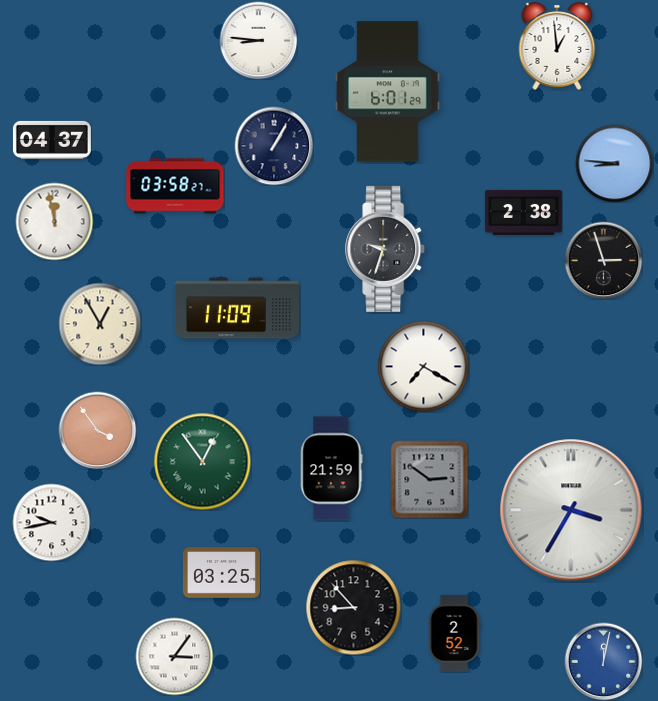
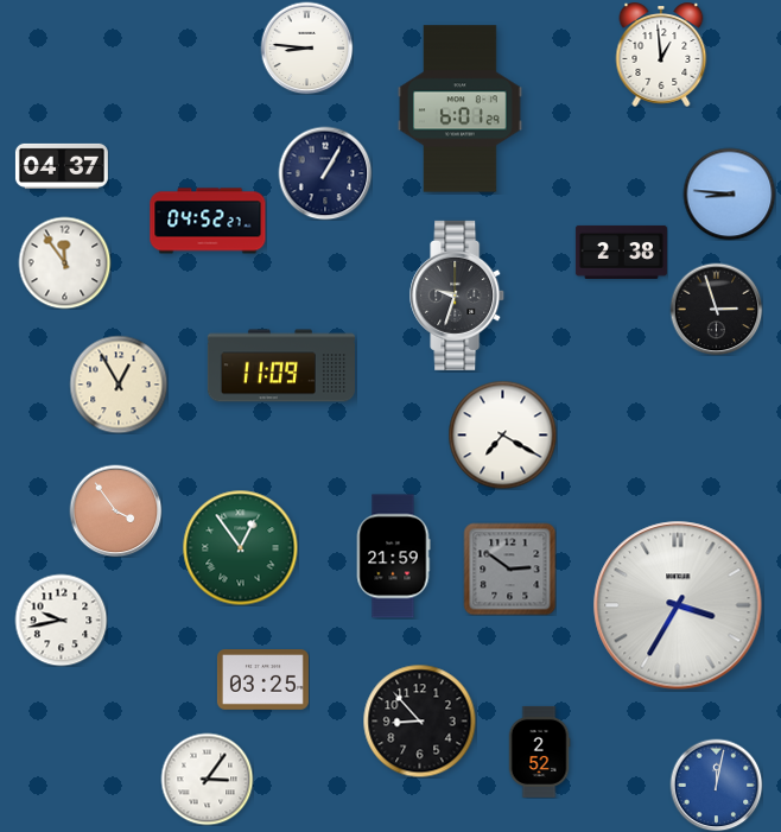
clock at (175, 186): 03:58 -> 04:52
clock at (54, 221): 11:58 -> 11:54
